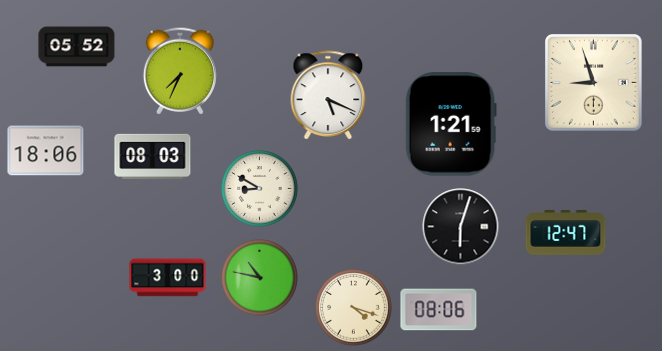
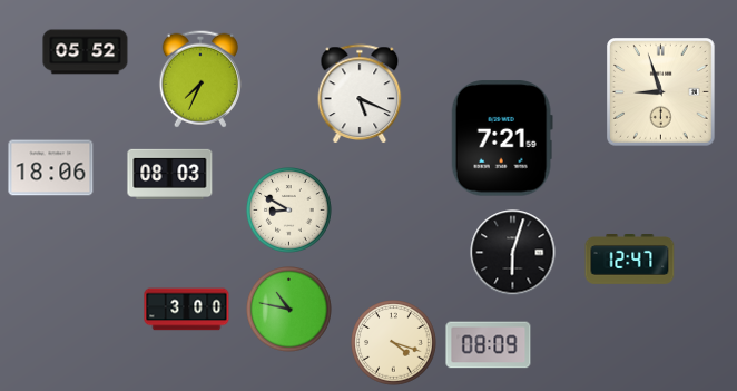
clock at (328, 95) position: (328, 95) -> (360, 94)
clock at (451, 124): 1:21 -> 7:21
clock at (439, 310): 08:06 -> 08:09
